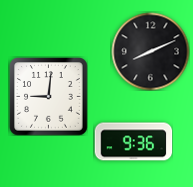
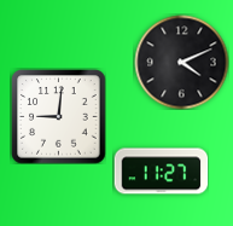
clock at (150, 51): 8:11 -> 4:11
clock at (133, 142): 9:36 -> 11:27
